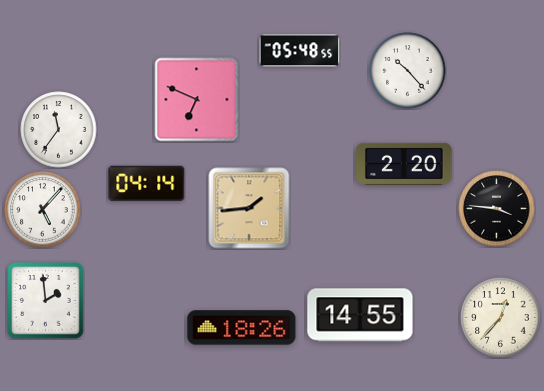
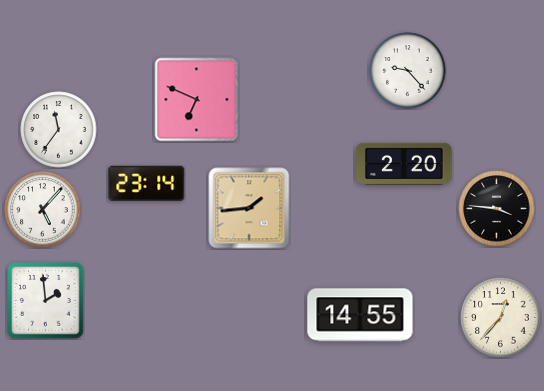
clock at (300, 51): 05:48 -> none
clock at (408, 71): 10:23 -> 9:23
clock at (147, 183): 04:14 -> 23:14
clock at (242, 328): 18:26 -> none
